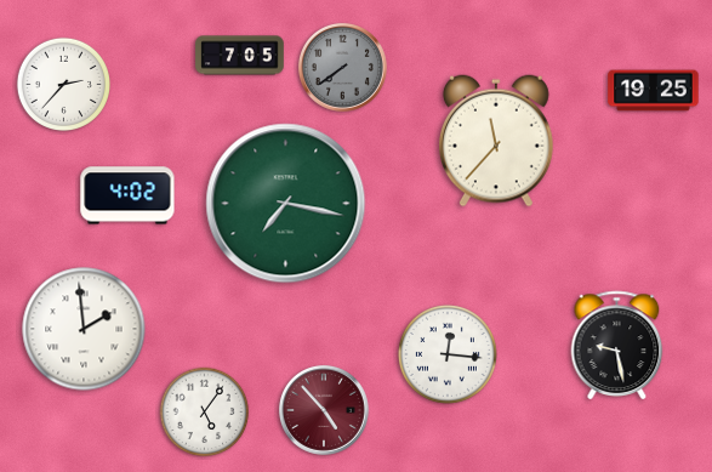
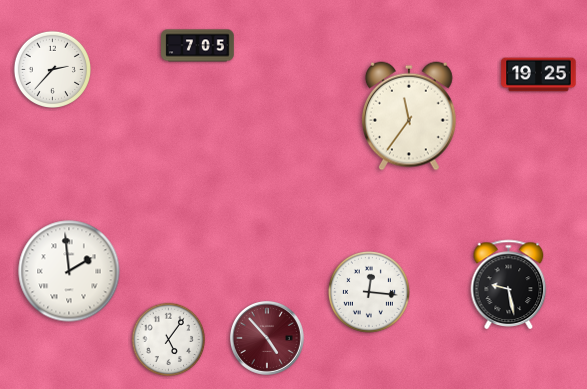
clock at (342, 67): 7:39 -> none
clock at (496, 141): 11:37 -> 11:36
clock at (127, 195): 4:02 -> none
clock at (286, 204): 7:17 -> none
